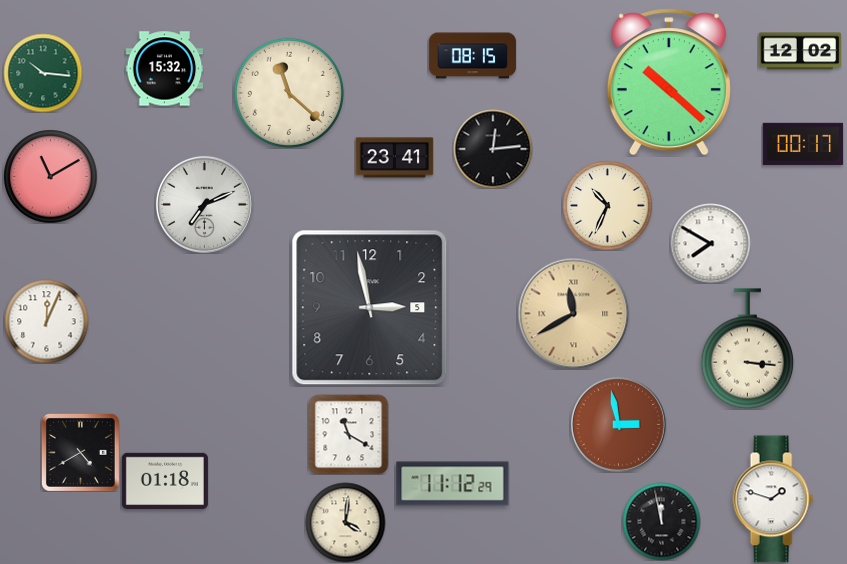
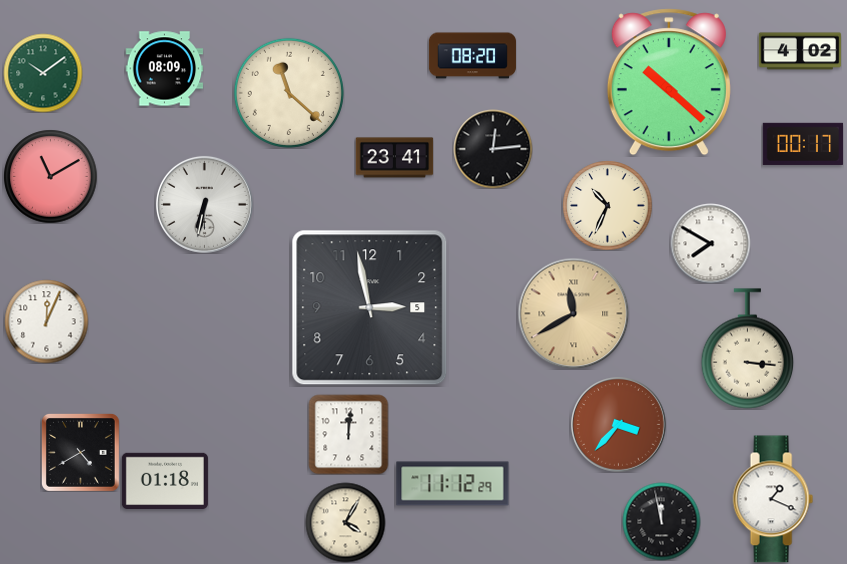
clock at (800, 51): 12:02 -> 4:02
clock at (472, 56): 08:15 -> 08:20
clock at (164, 69): 15:32 -> 08:09
clock at (43, 73): 10:16 -> 10:09
clock at (204, 204): 7:11 -> 6:32
clock at (618, 424): 2:58 -> 3:37
clock at (348, 434): 11:20 -> 12:01
clock at (773, 499): 1:48 -> 1:19
clock at (345, 522): 4:01 -> 4:05
